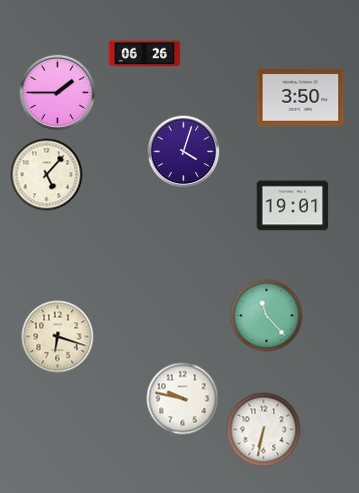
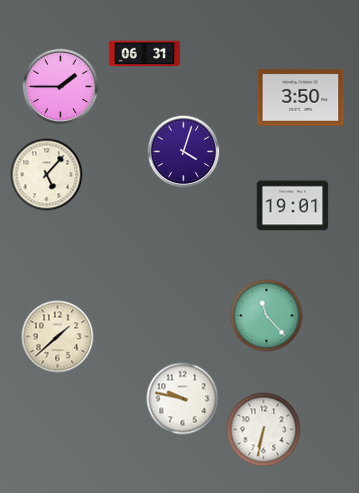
clock at (145, 54): 06:26 -> 06:31
clock at (58, 93) position: (58, 93) -> (61, 87)
clock at (58, 337): 6:18 -> 1:38
